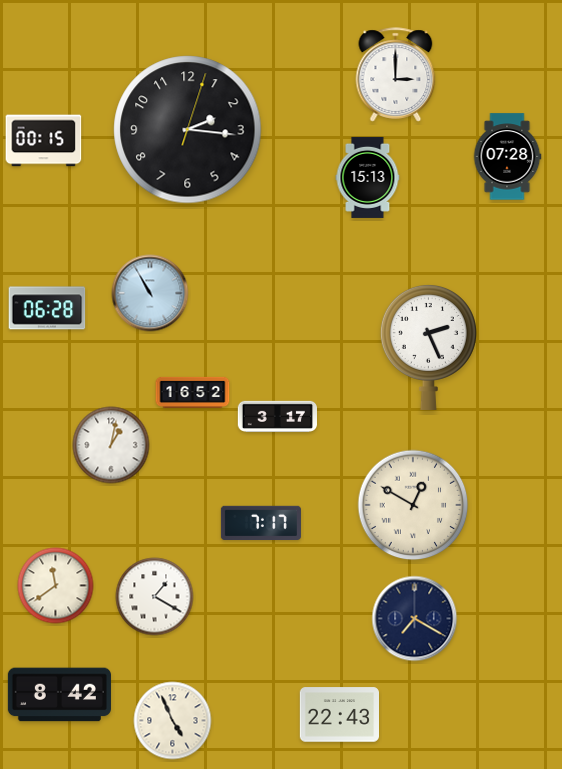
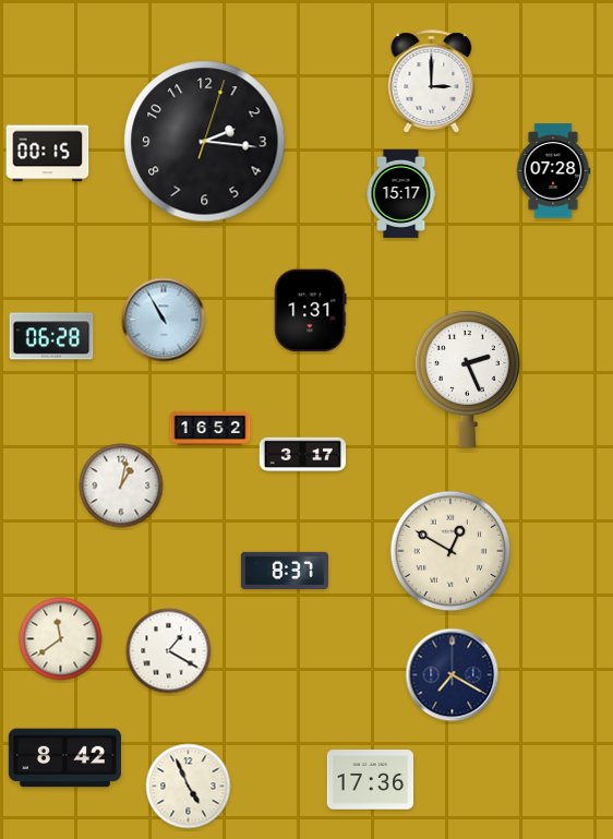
clock at (368, 177): 15:13 -> 15:17
clock at (311, 311): none -> 1:31
clock at (261, 523): 7:17 -> 8:37
clock at (339, 715): 22:43 -> 17:36
